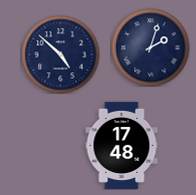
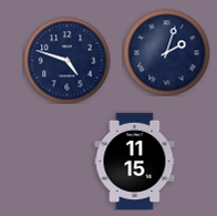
clock at (60, 54): 4:52 -> 4:48
clock at (122, 145): 17:48 -> 11:15
